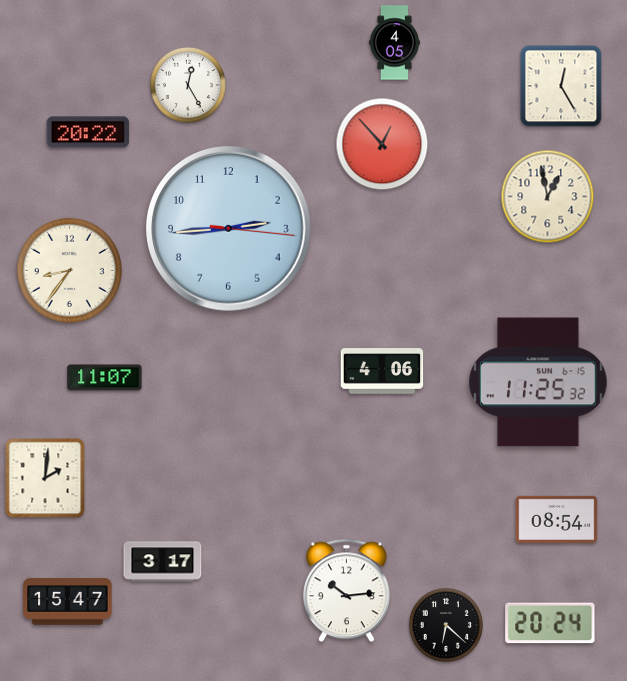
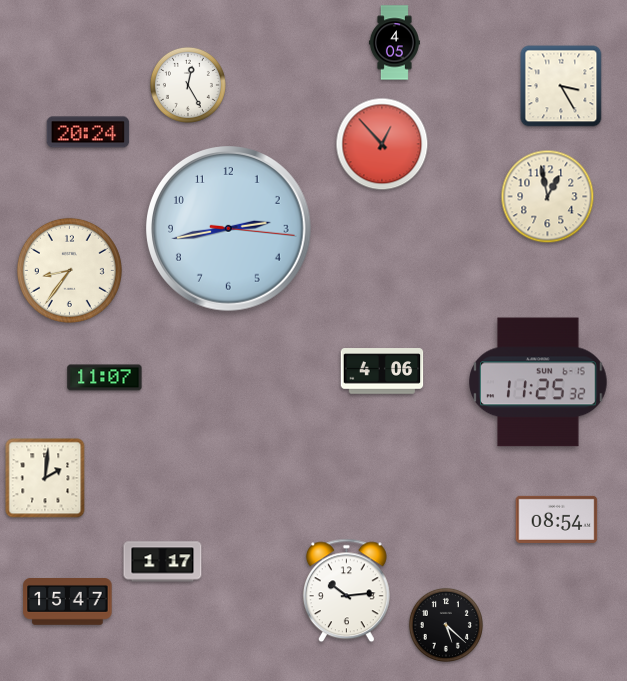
clock at (561, 86): 12:25 -> 3:25
clock at (88, 132): 20:22 -> 20:24
clock at (229, 229): 2:44 -> 2:43
clock at (163, 562): 3:17 -> 1:17
clock at (550, 623): 20:24 -> none
clock at (446, 625): 6:22 -> 5:22
